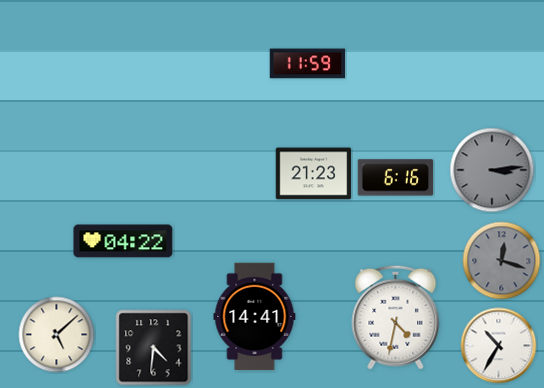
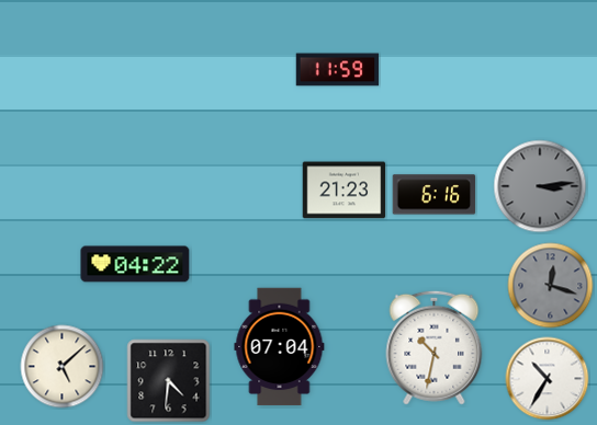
clock at (255, 317): 14:41 -> 07:04
clock at (396, 317): 4:32 -> 10:32
